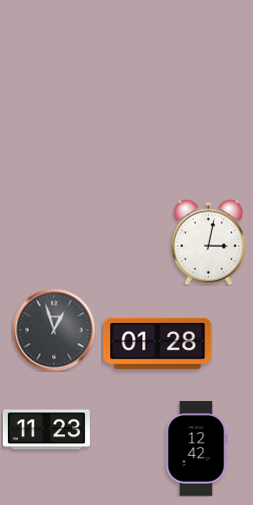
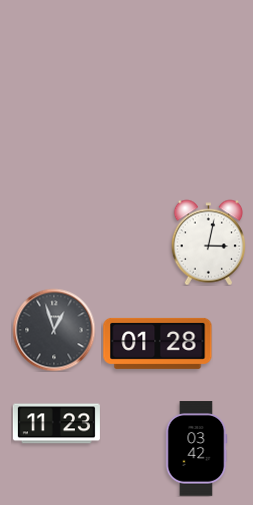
clock at (46, 430) position: (46, 430) -> (56, 424)
clock at (196, 449): 12:42 -> 03:42
